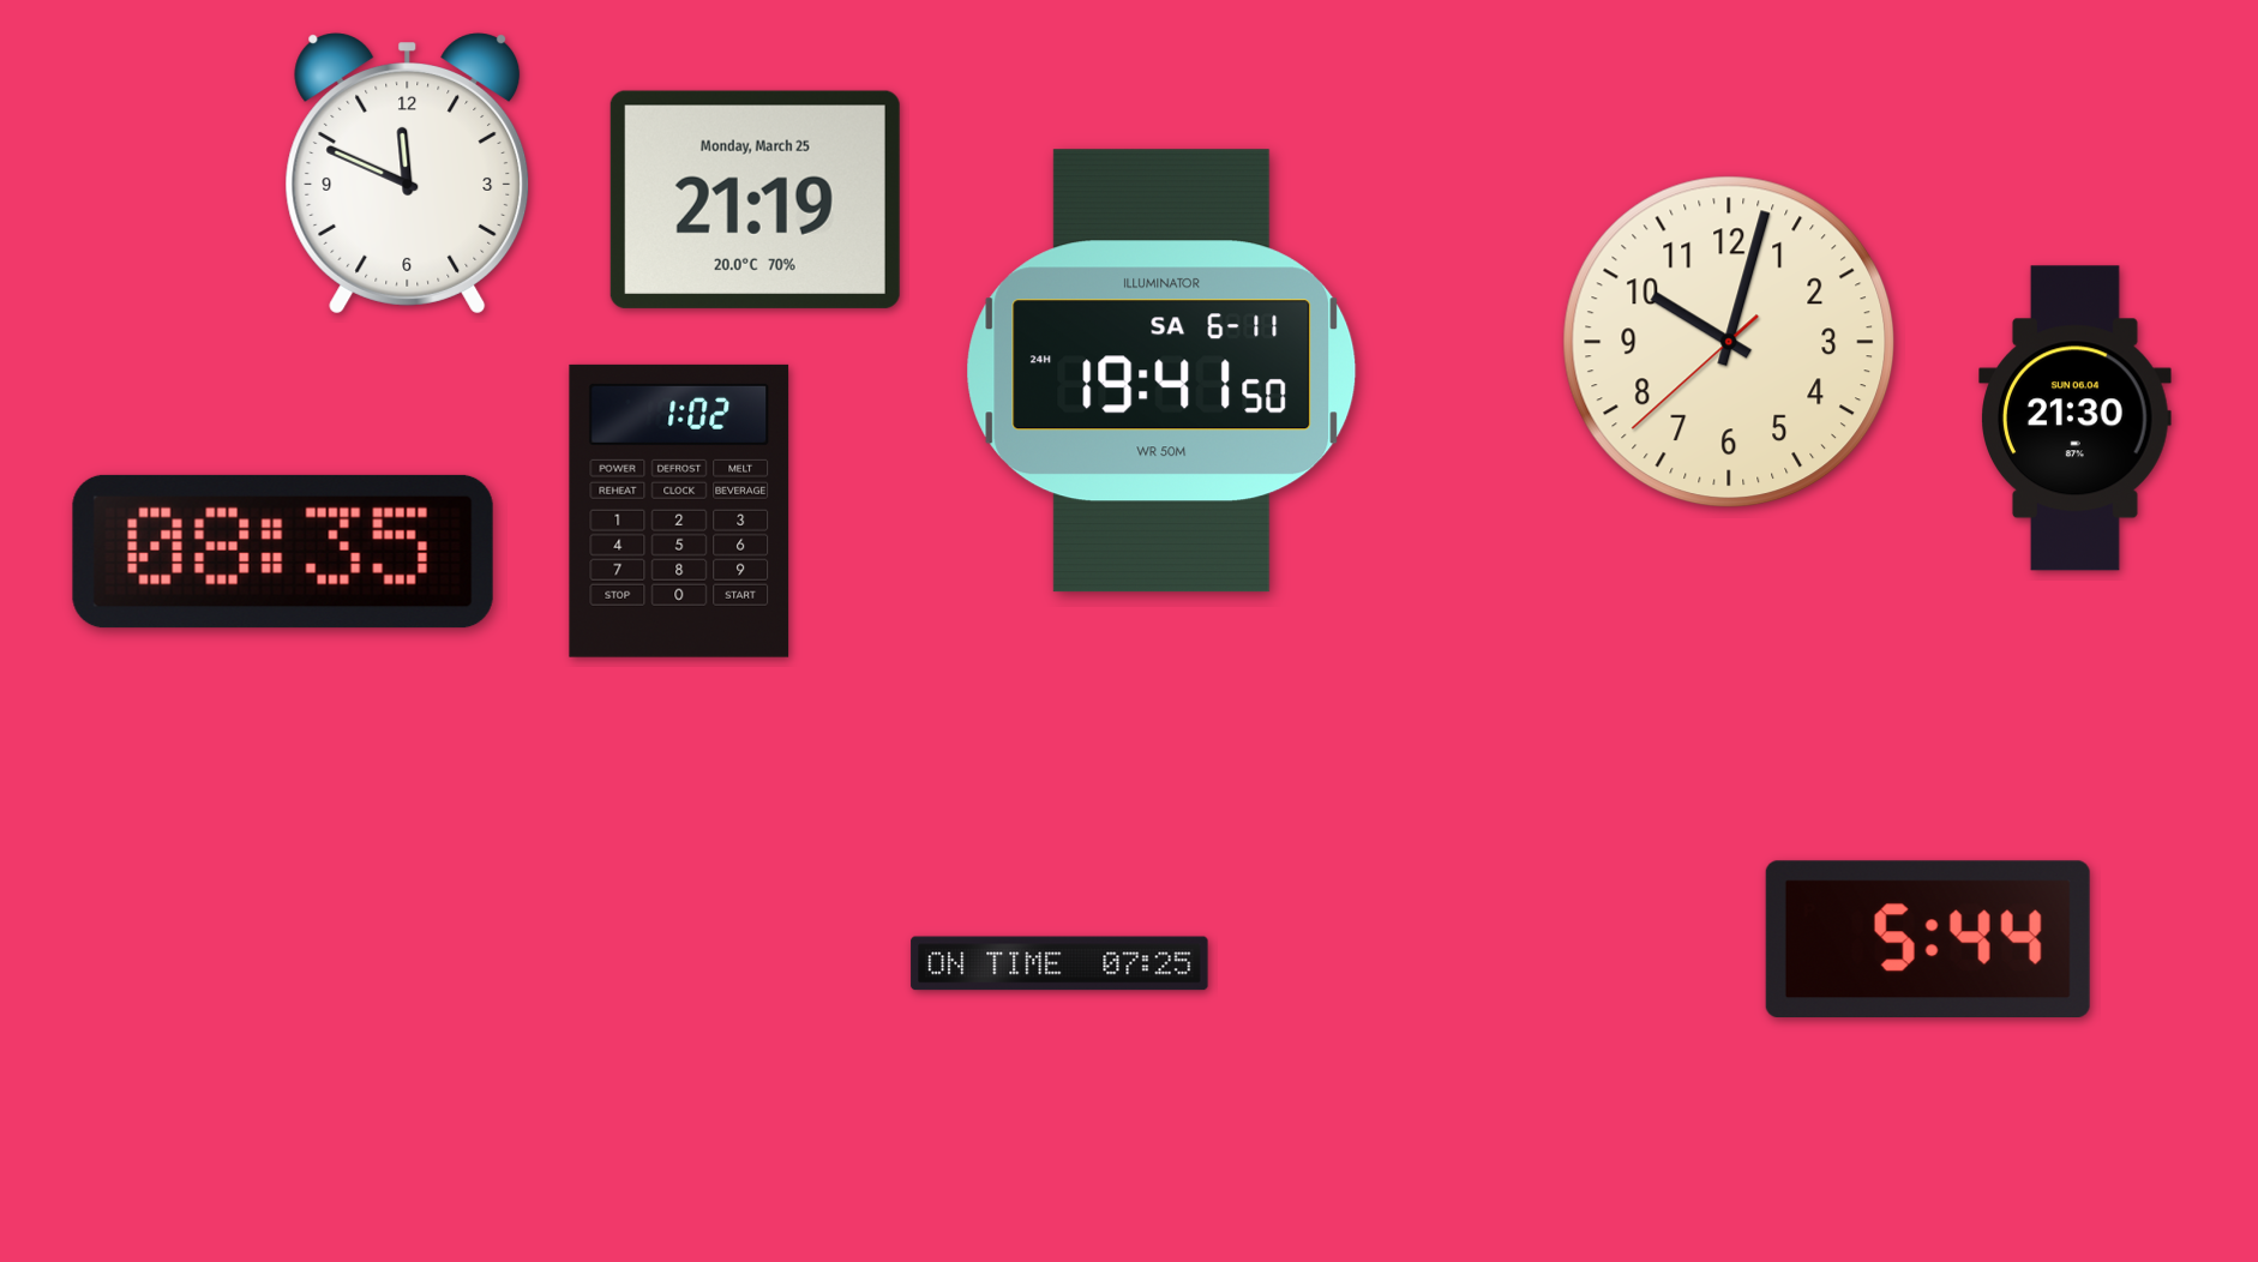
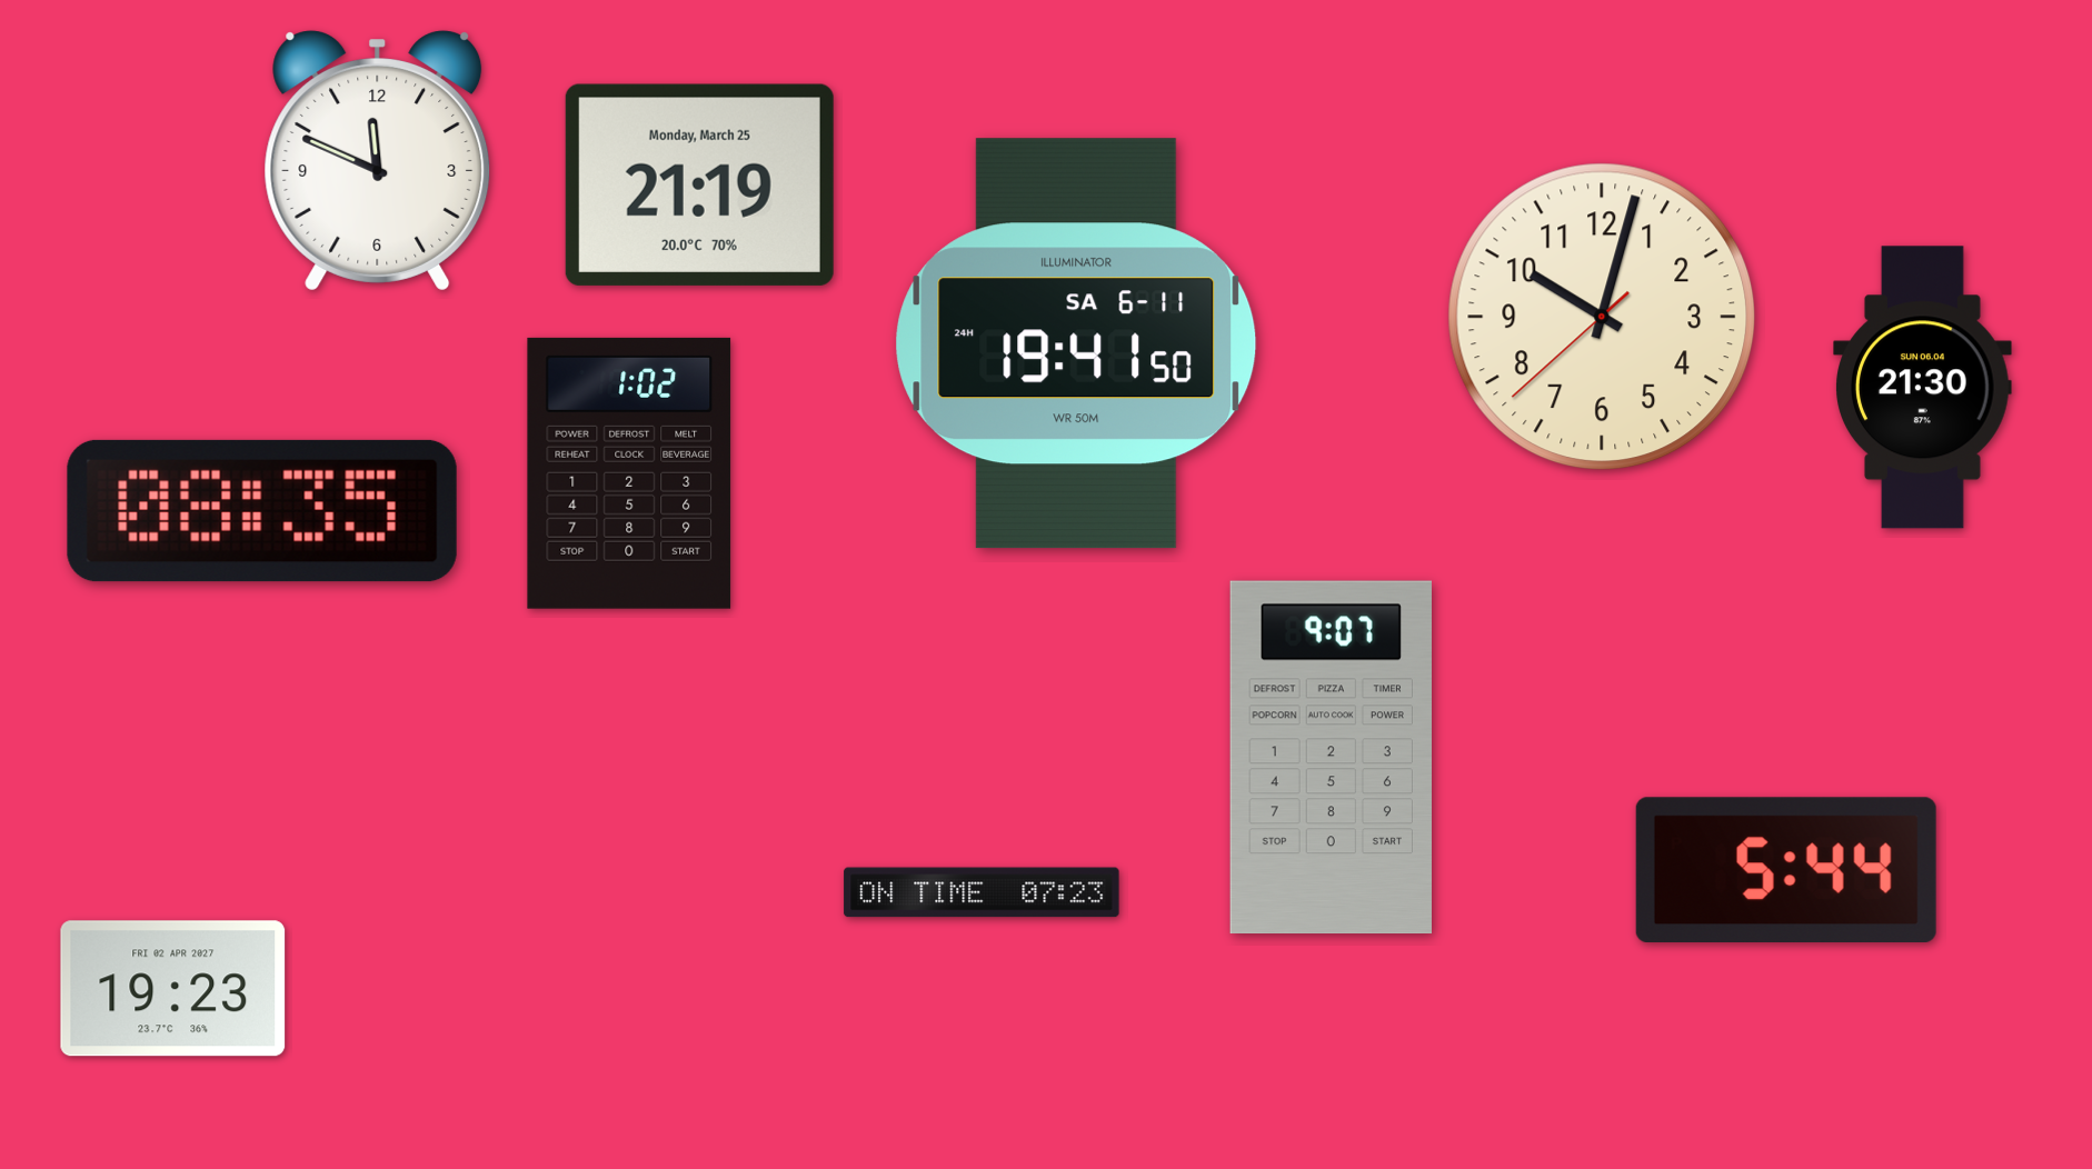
clock at (1331, 758): none -> 9:07
clock at (1059, 963): 07:25 -> 07:23
clock at (173, 989): none -> 19:23
